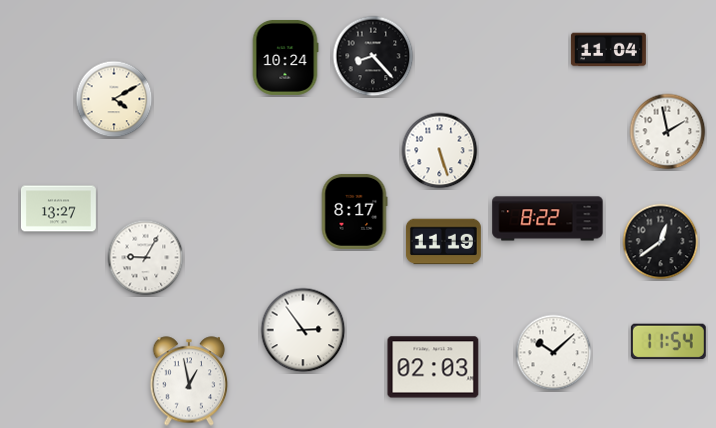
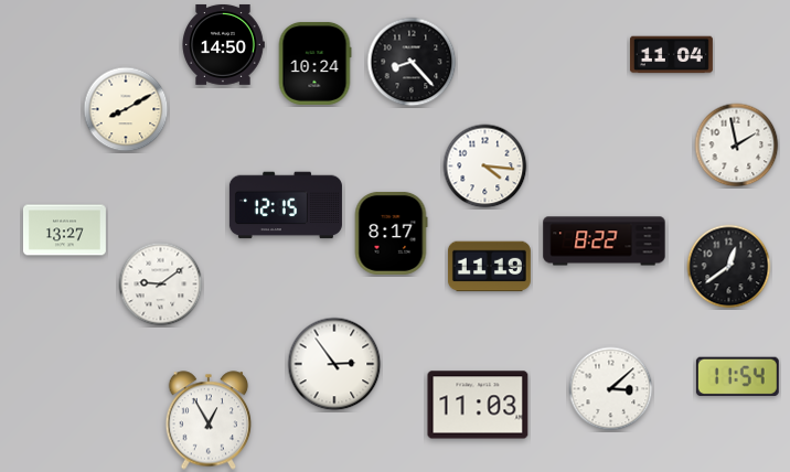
clock at (223, 44): none -> 14:50
clock at (114, 99): 4:10 -> 8:10
clock at (440, 151): 5:27 -> 4:16
clock at (286, 205): none -> 12:15
clock at (146, 258): 9:05 -> 9:09
clock at (554, 353): 10:08 -> 3:08
clock at (433, 367): 02:03 -> 11:03
clock at (189, 381): 12:58 -> 12:55
